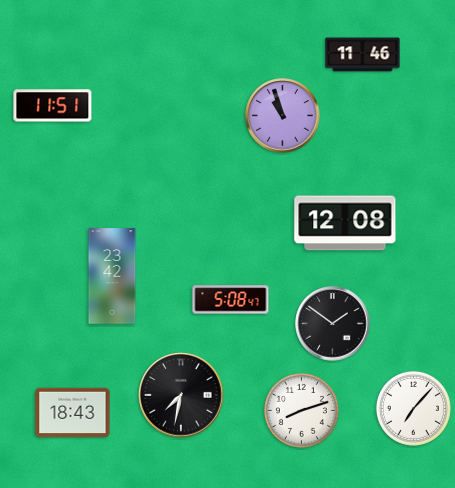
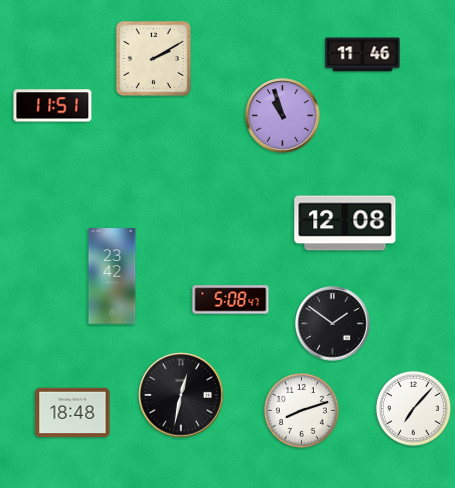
clock at (153, 58): none -> 2:10
clock at (181, 395): 7:32 -> 12:32
clock at (73, 413): 18:43 -> 18:48
